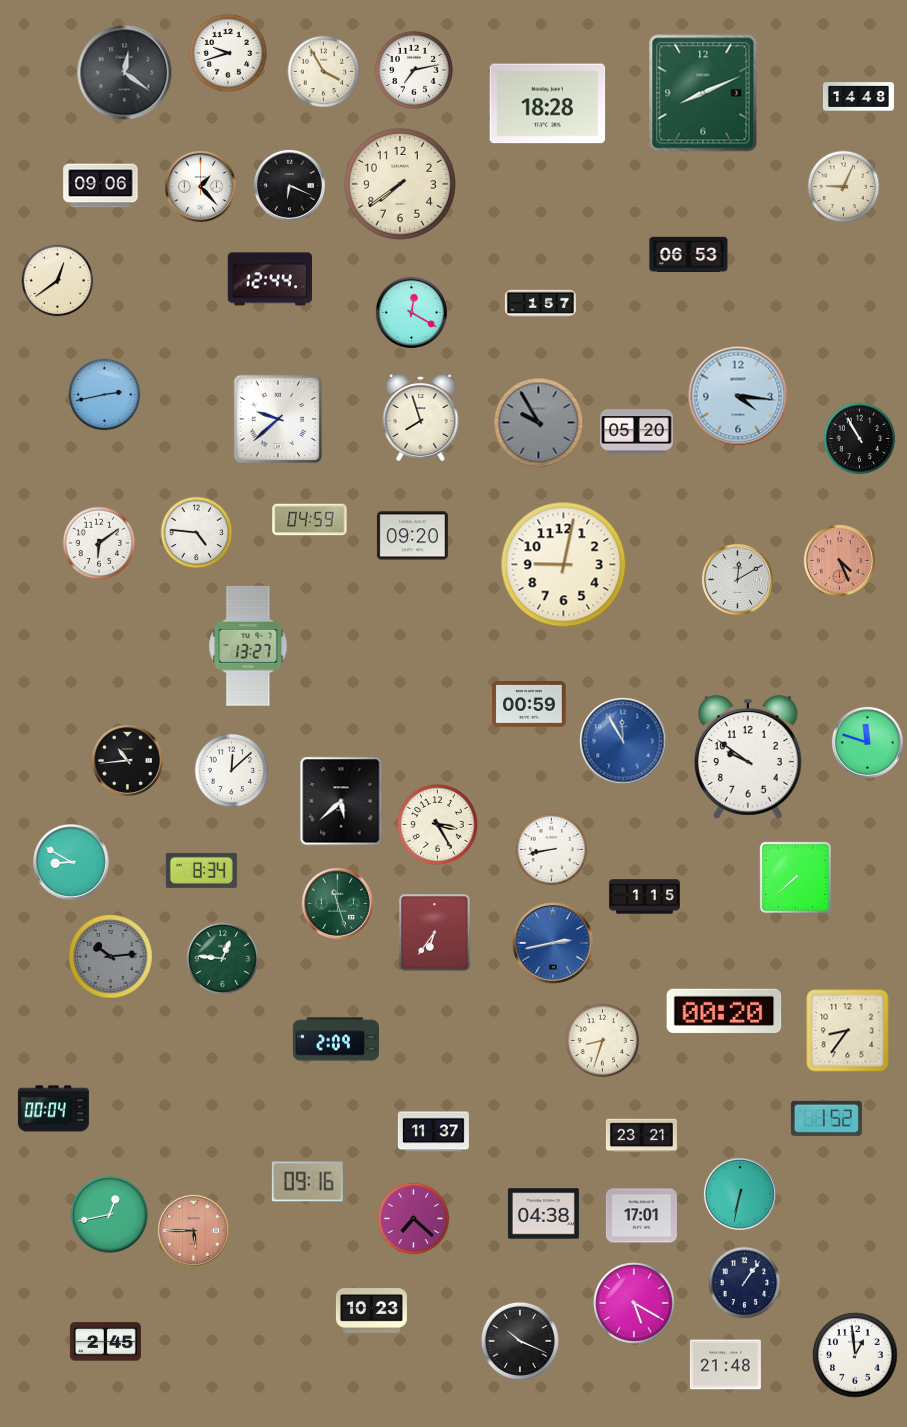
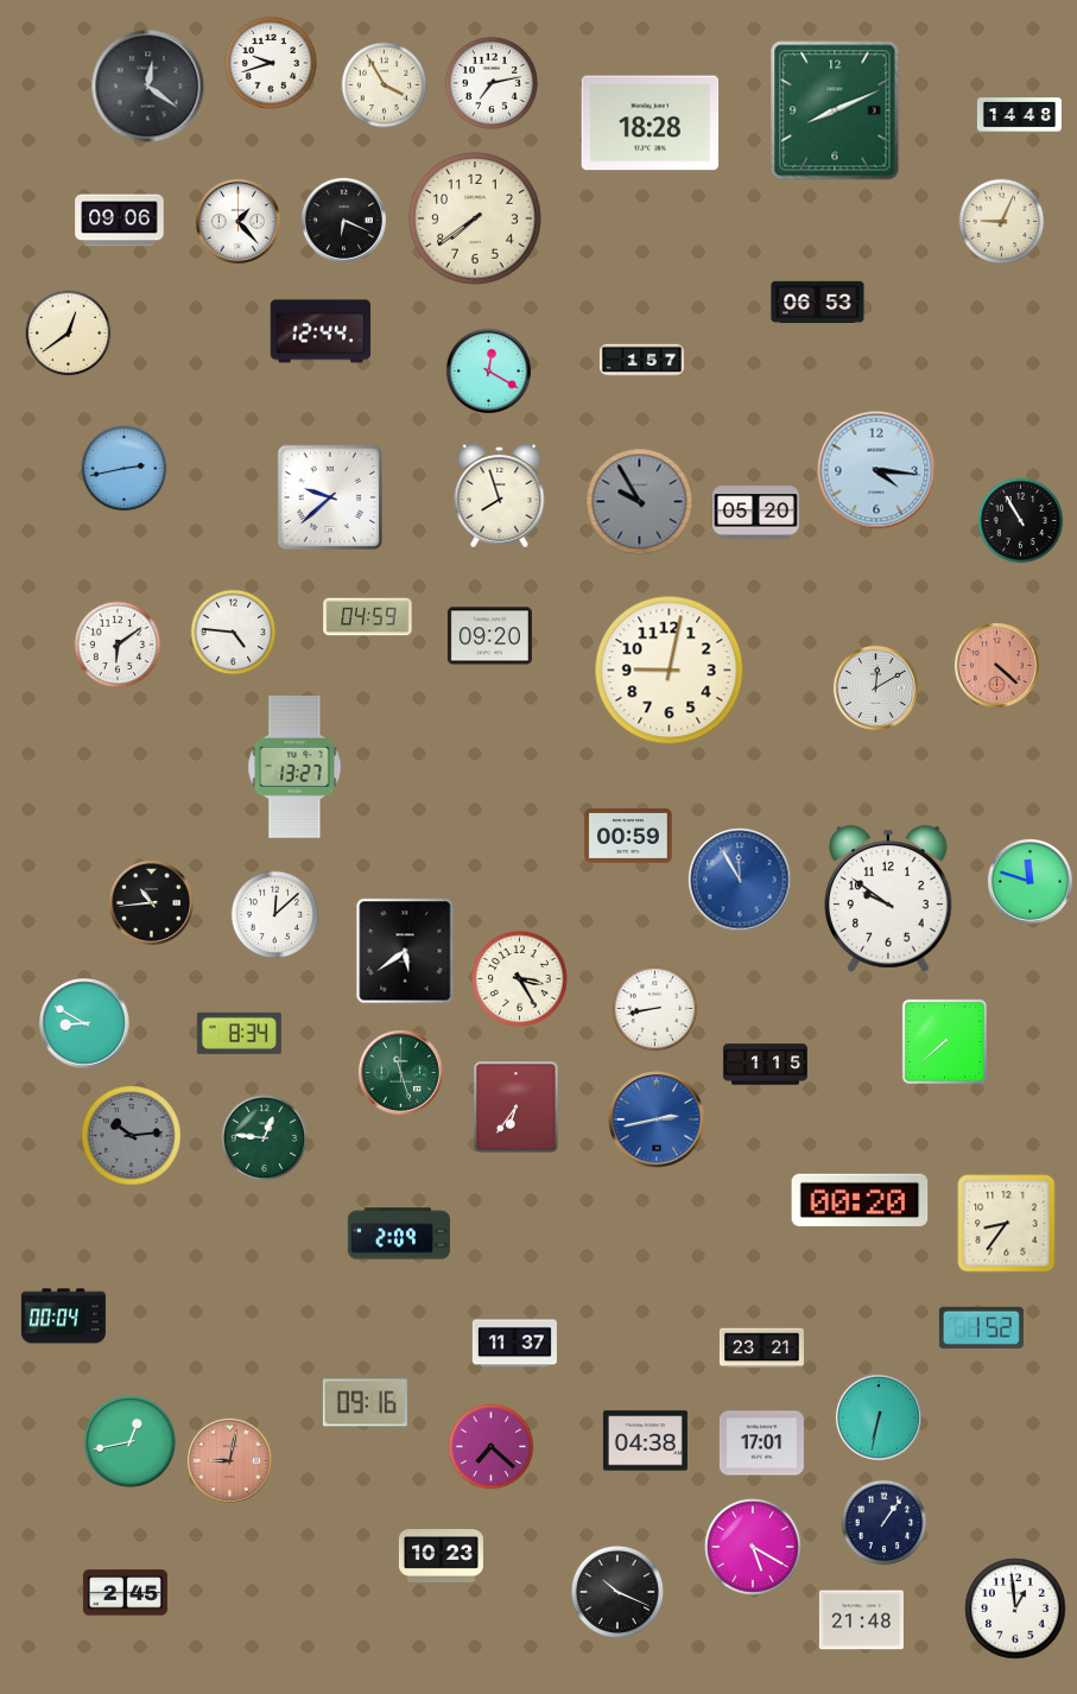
clock at (839, 560): 4:26 -> 4:22
clock at (341, 801): 5:38 -> 5:39
clock at (603, 1041): 8:33 -> none
clock at (193, 1230): 5:45 -> 9:02
